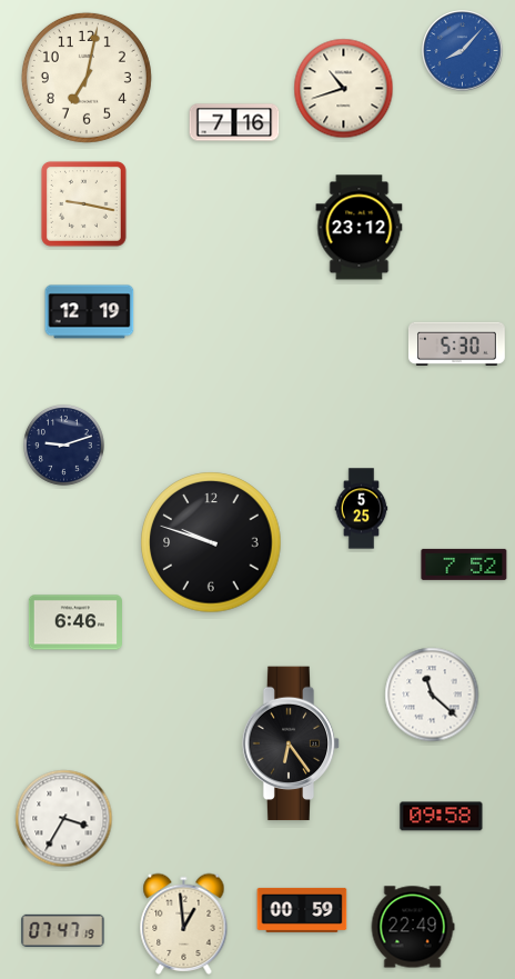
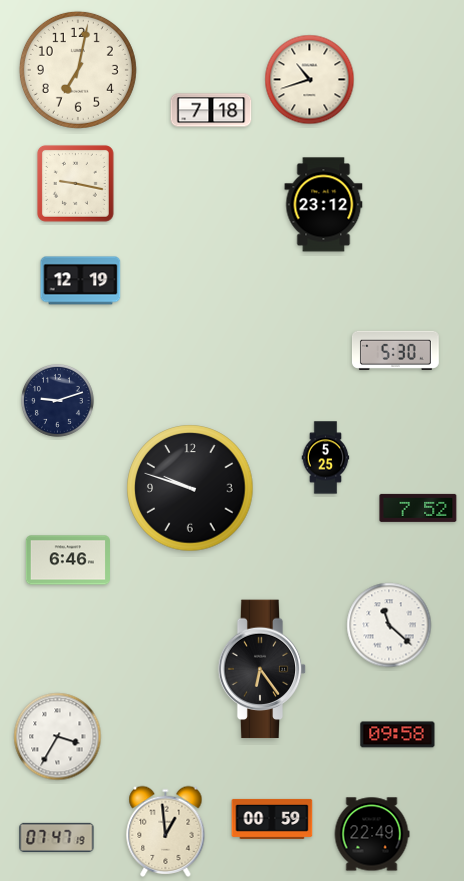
clock at (463, 51): 8:07 -> none
clock at (234, 122): 7:16 -> 7:18
clock at (456, 343) position: (456, 343) -> (395, 350)
